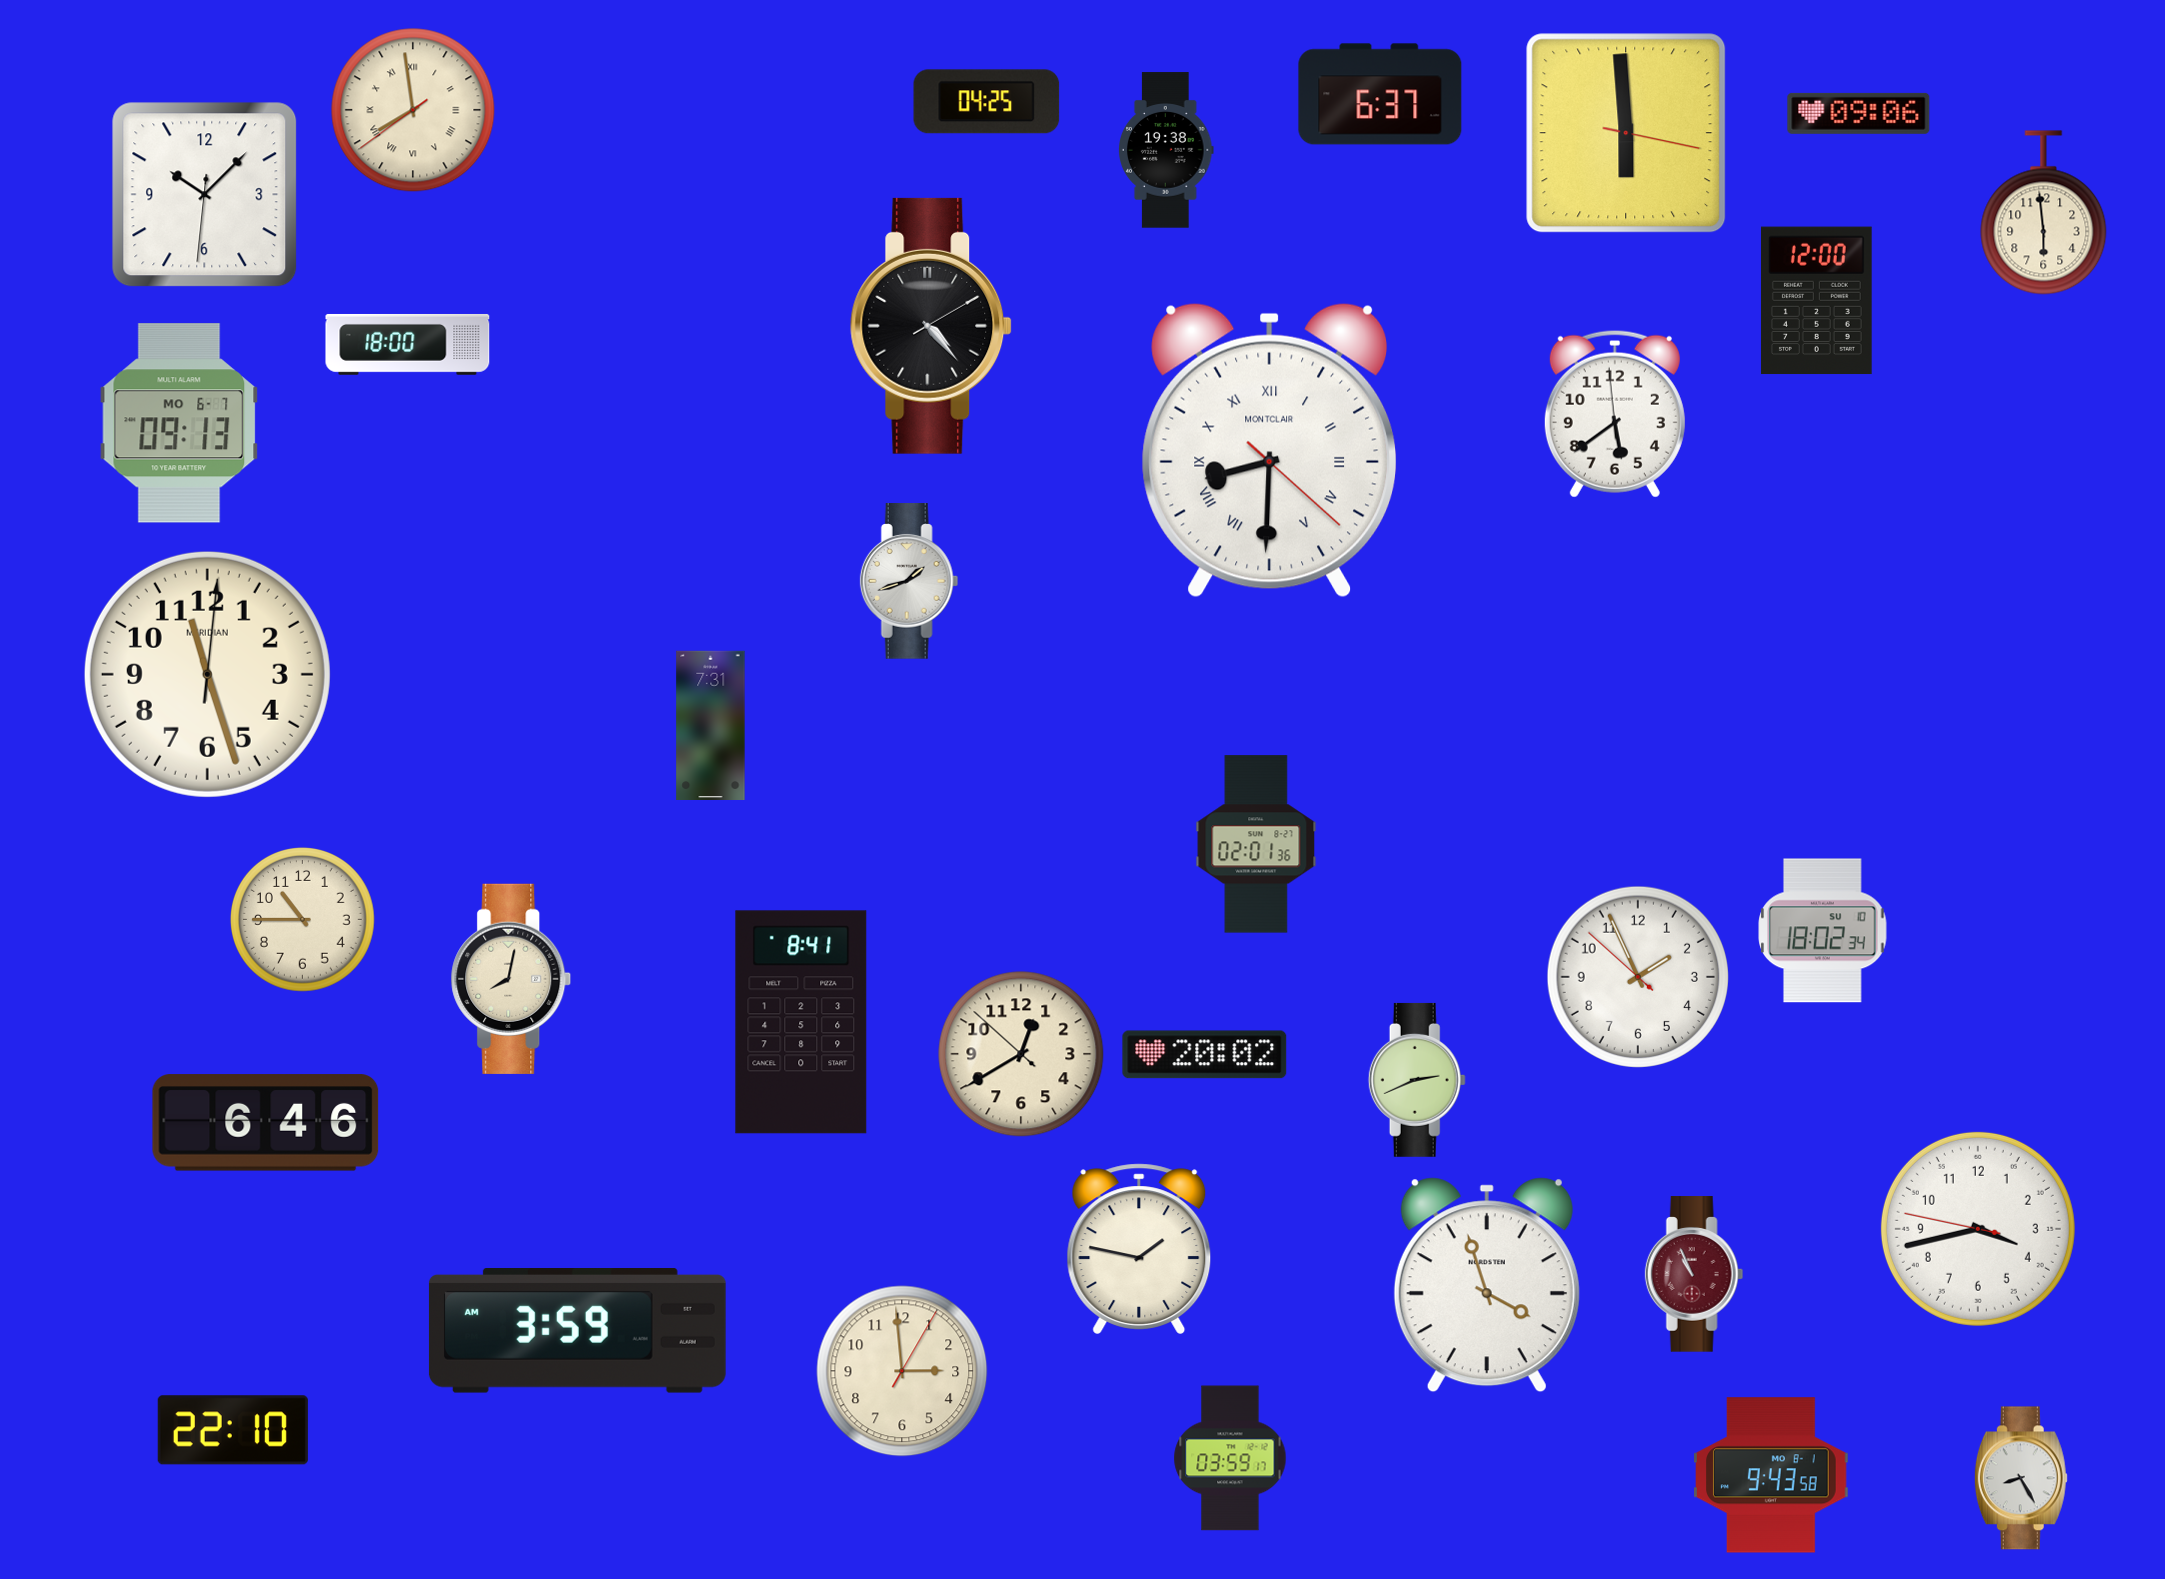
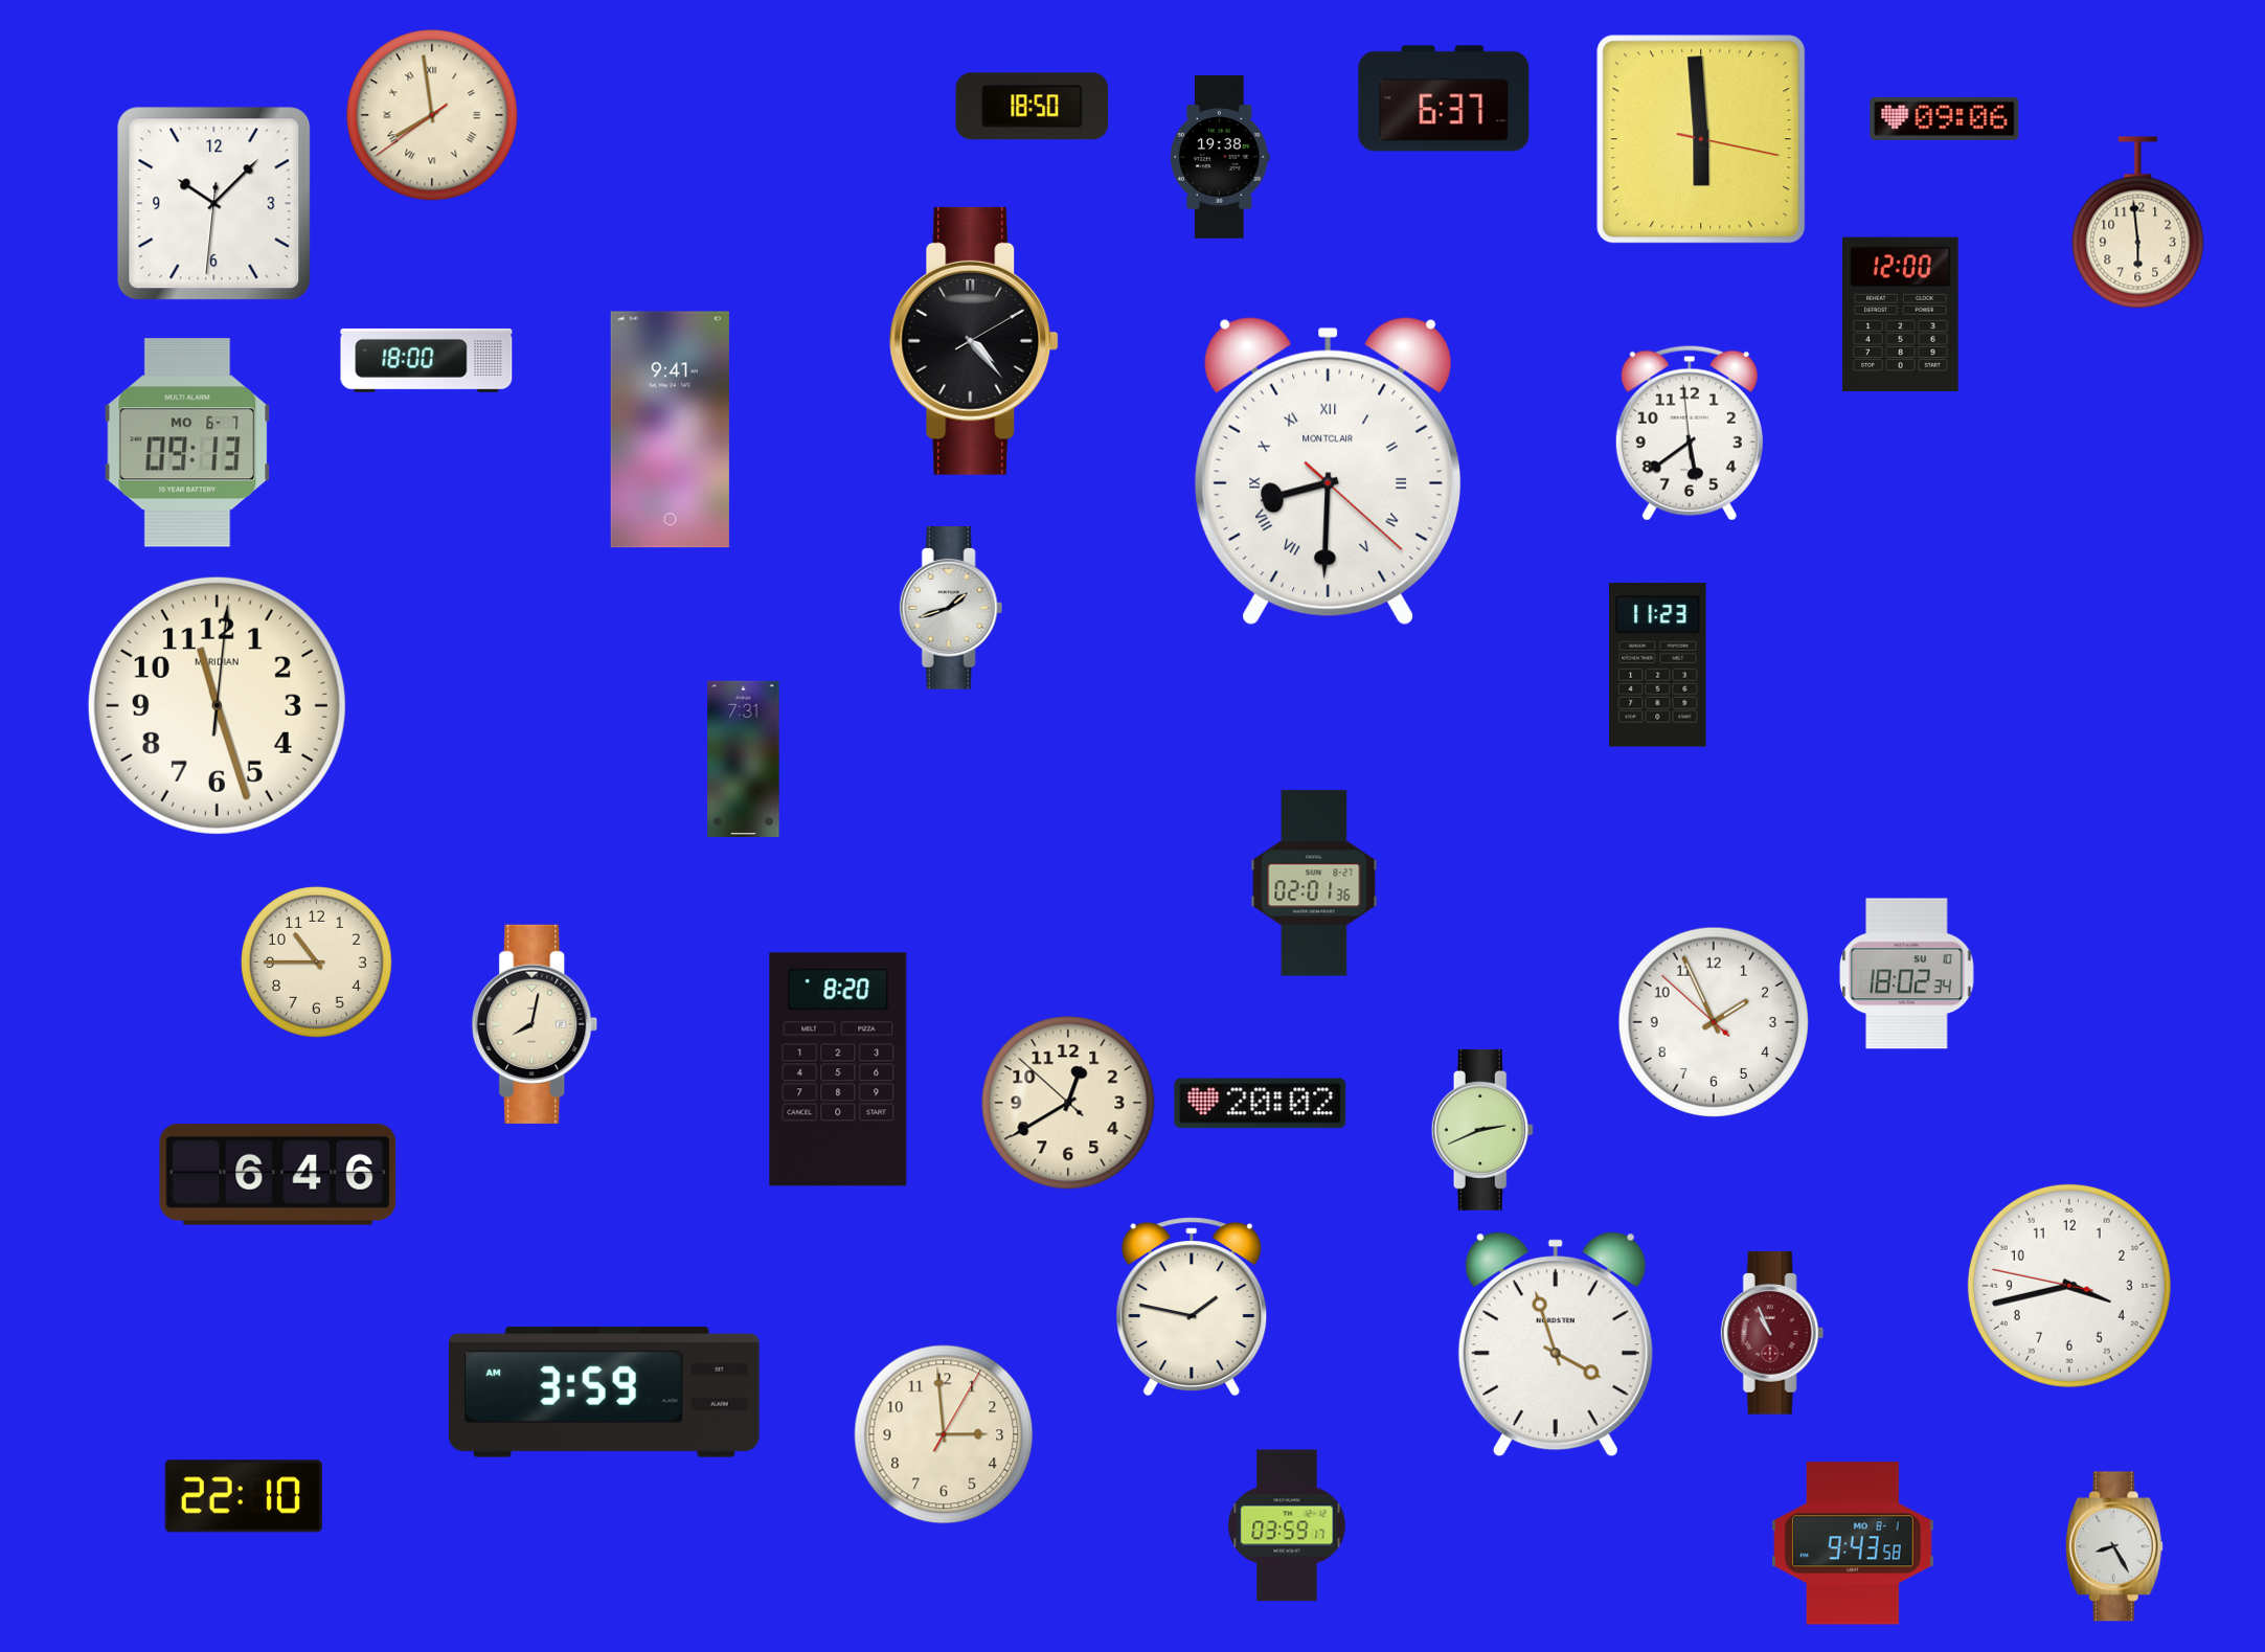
clock at (987, 102): 04:25 -> 18:50
clock at (670, 430): none -> 9:41
clock at (1658, 665): none -> 11:23
clock at (801, 1022): 8:41 -> 8:20
